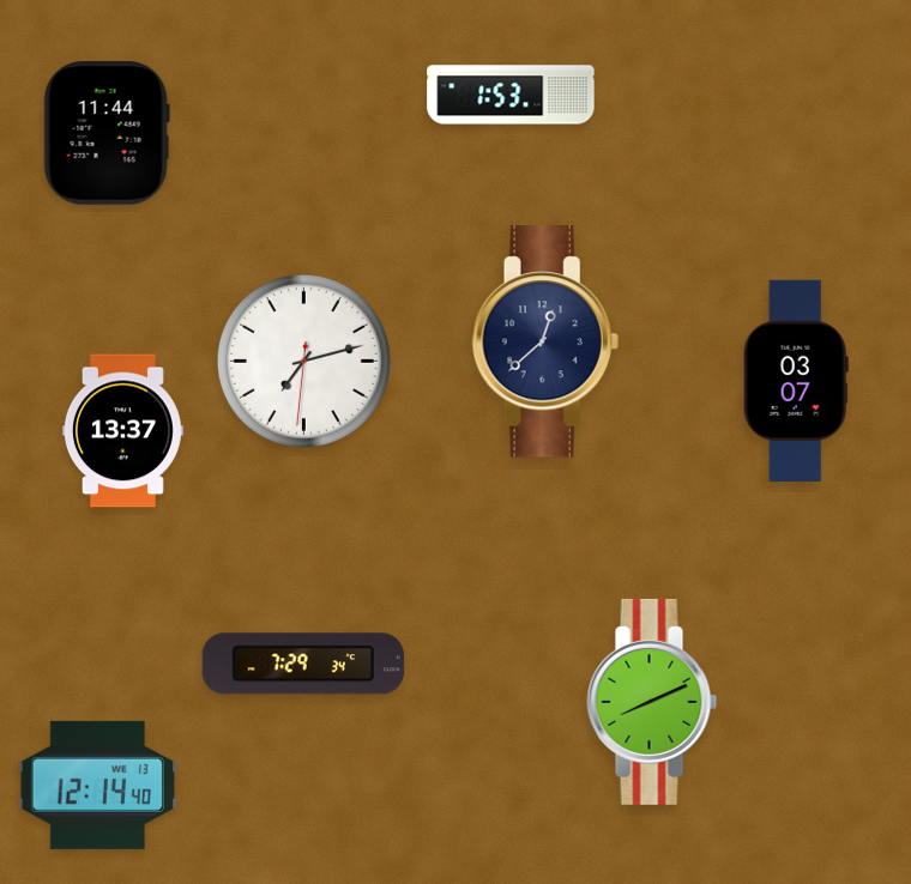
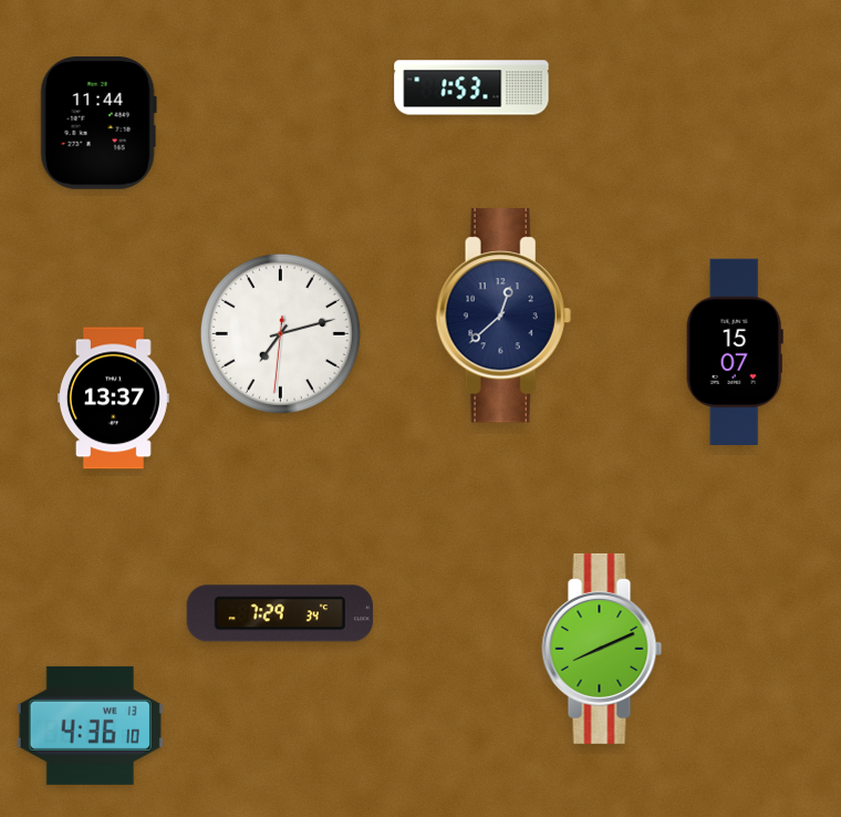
clock at (796, 380): 03:07 -> 15:07
clock at (97, 785): 12:14 -> 4:36
